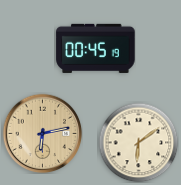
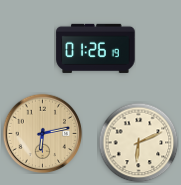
clock at (96, 48): 00:45 -> 01:26
clock at (138, 142): 6:09 -> 6:11
